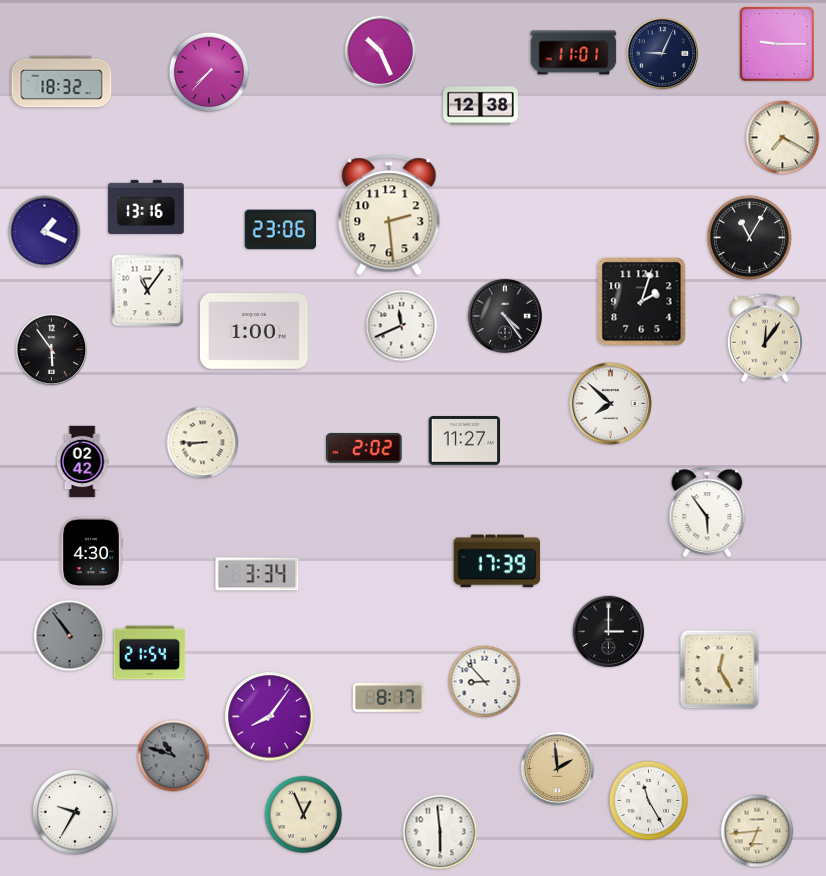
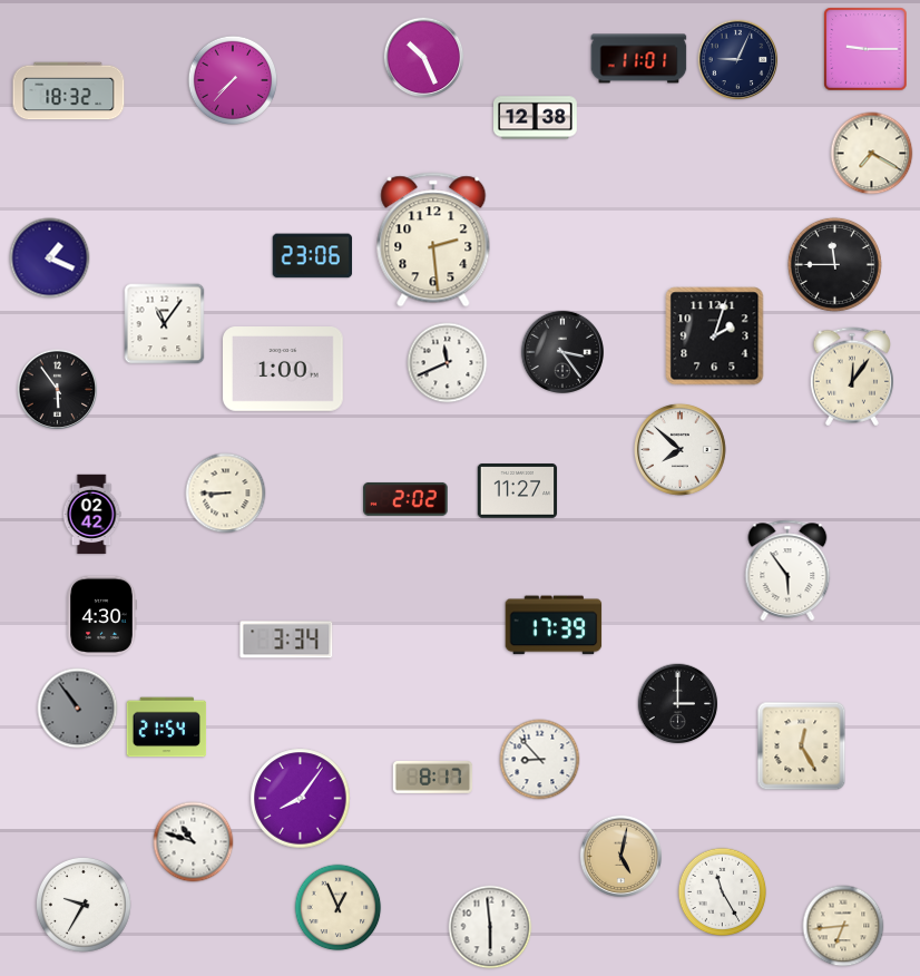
clock at (146, 207): 13:16 -> none
clock at (749, 237): 11:05 -> 11:45
clock at (504, 315): 4:24 -> 3:24
clock at (174, 756) dial: grey -> white
clock at (558, 769): 1:59 -> 5:02
